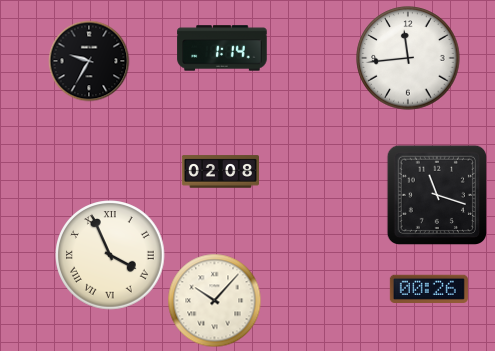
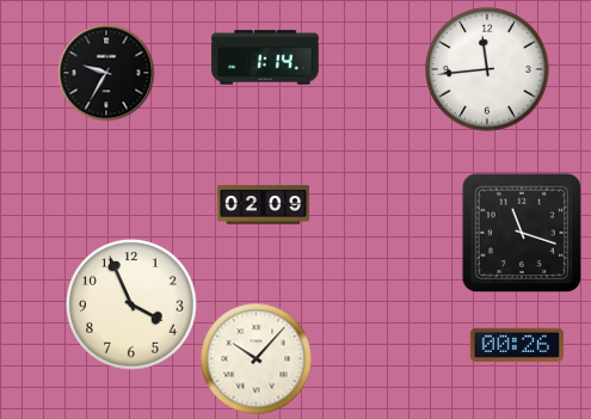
clock at (220, 172): 02:08 -> 02:09
clock at (110, 255) numerals: Roman -> Arabic
clock at (429, 288) position: (429, 288) -> (517, 344)
